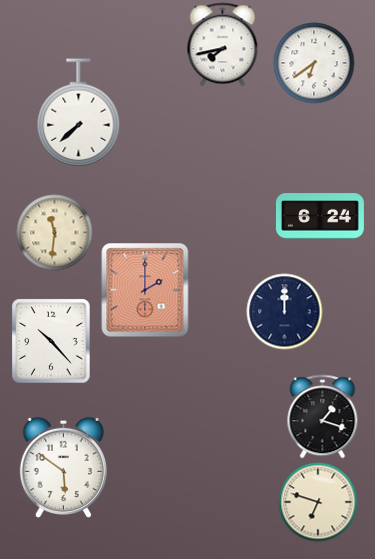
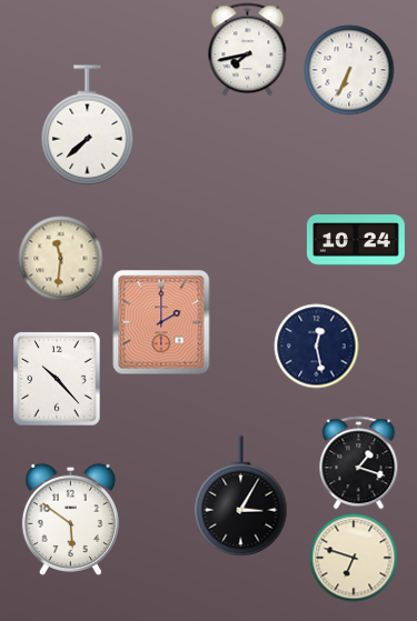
clock at (314, 63): 6:39 -> 6:34
clock at (320, 216): 6:24 -> 10:24
clock at (285, 312): 12:00 -> 12:28
clock at (241, 497): none -> 3:05
